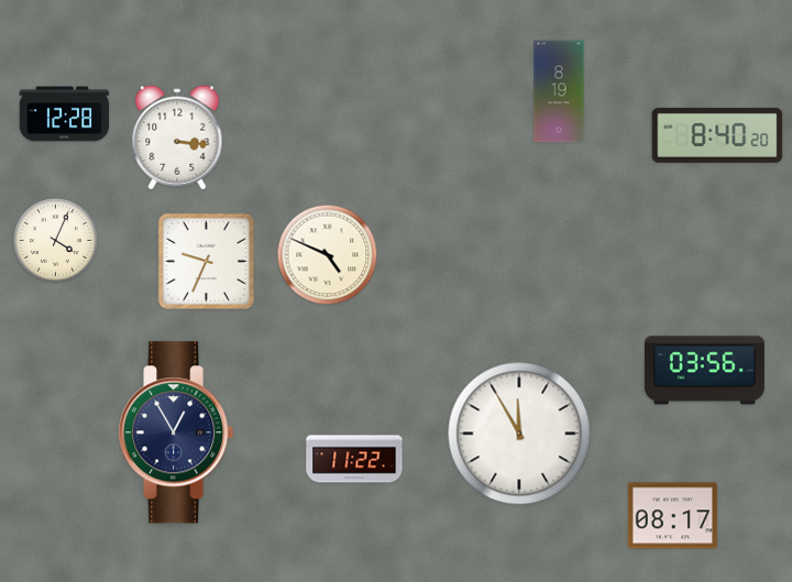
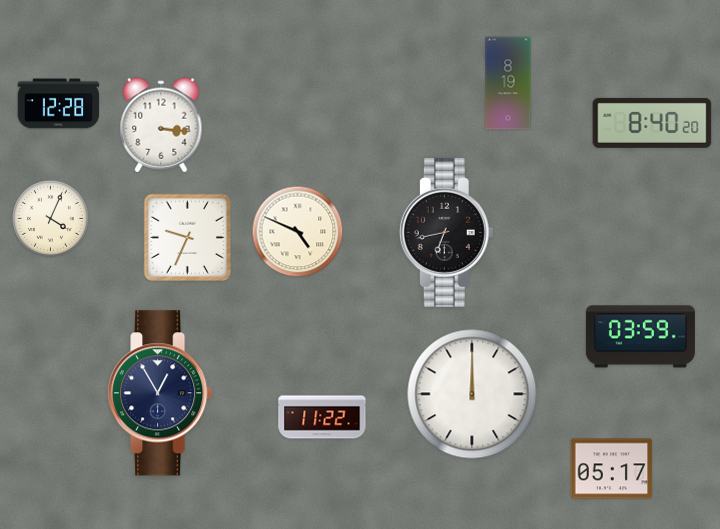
clock at (446, 232): none -> 6:43
clock at (704, 371): 03:56 -> 03:59
clock at (519, 433): 11:55 -> 12:00
clock at (673, 516): 08:17 -> 05:17
